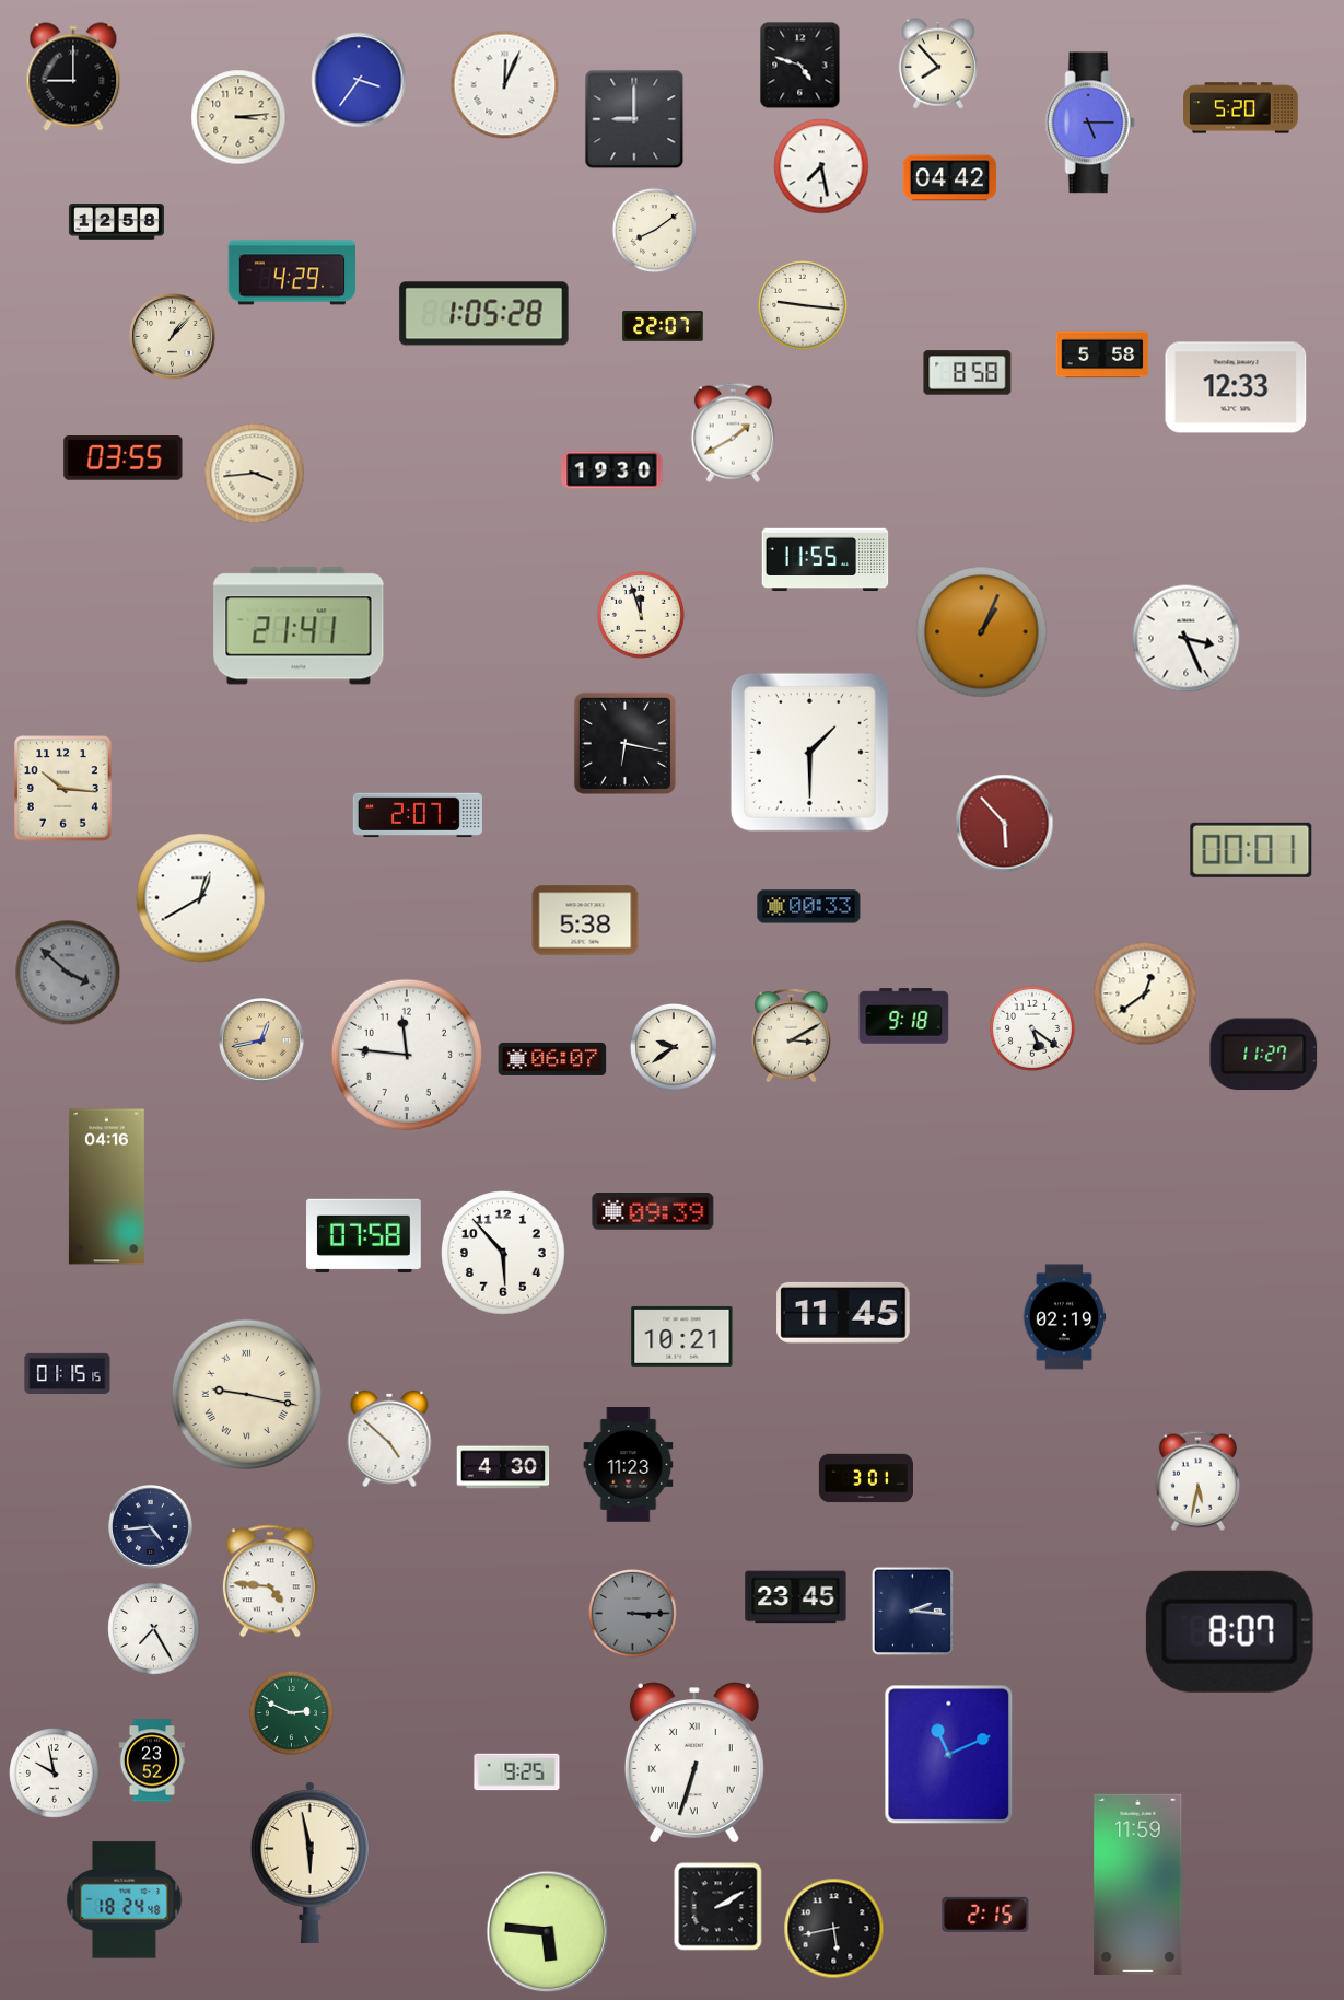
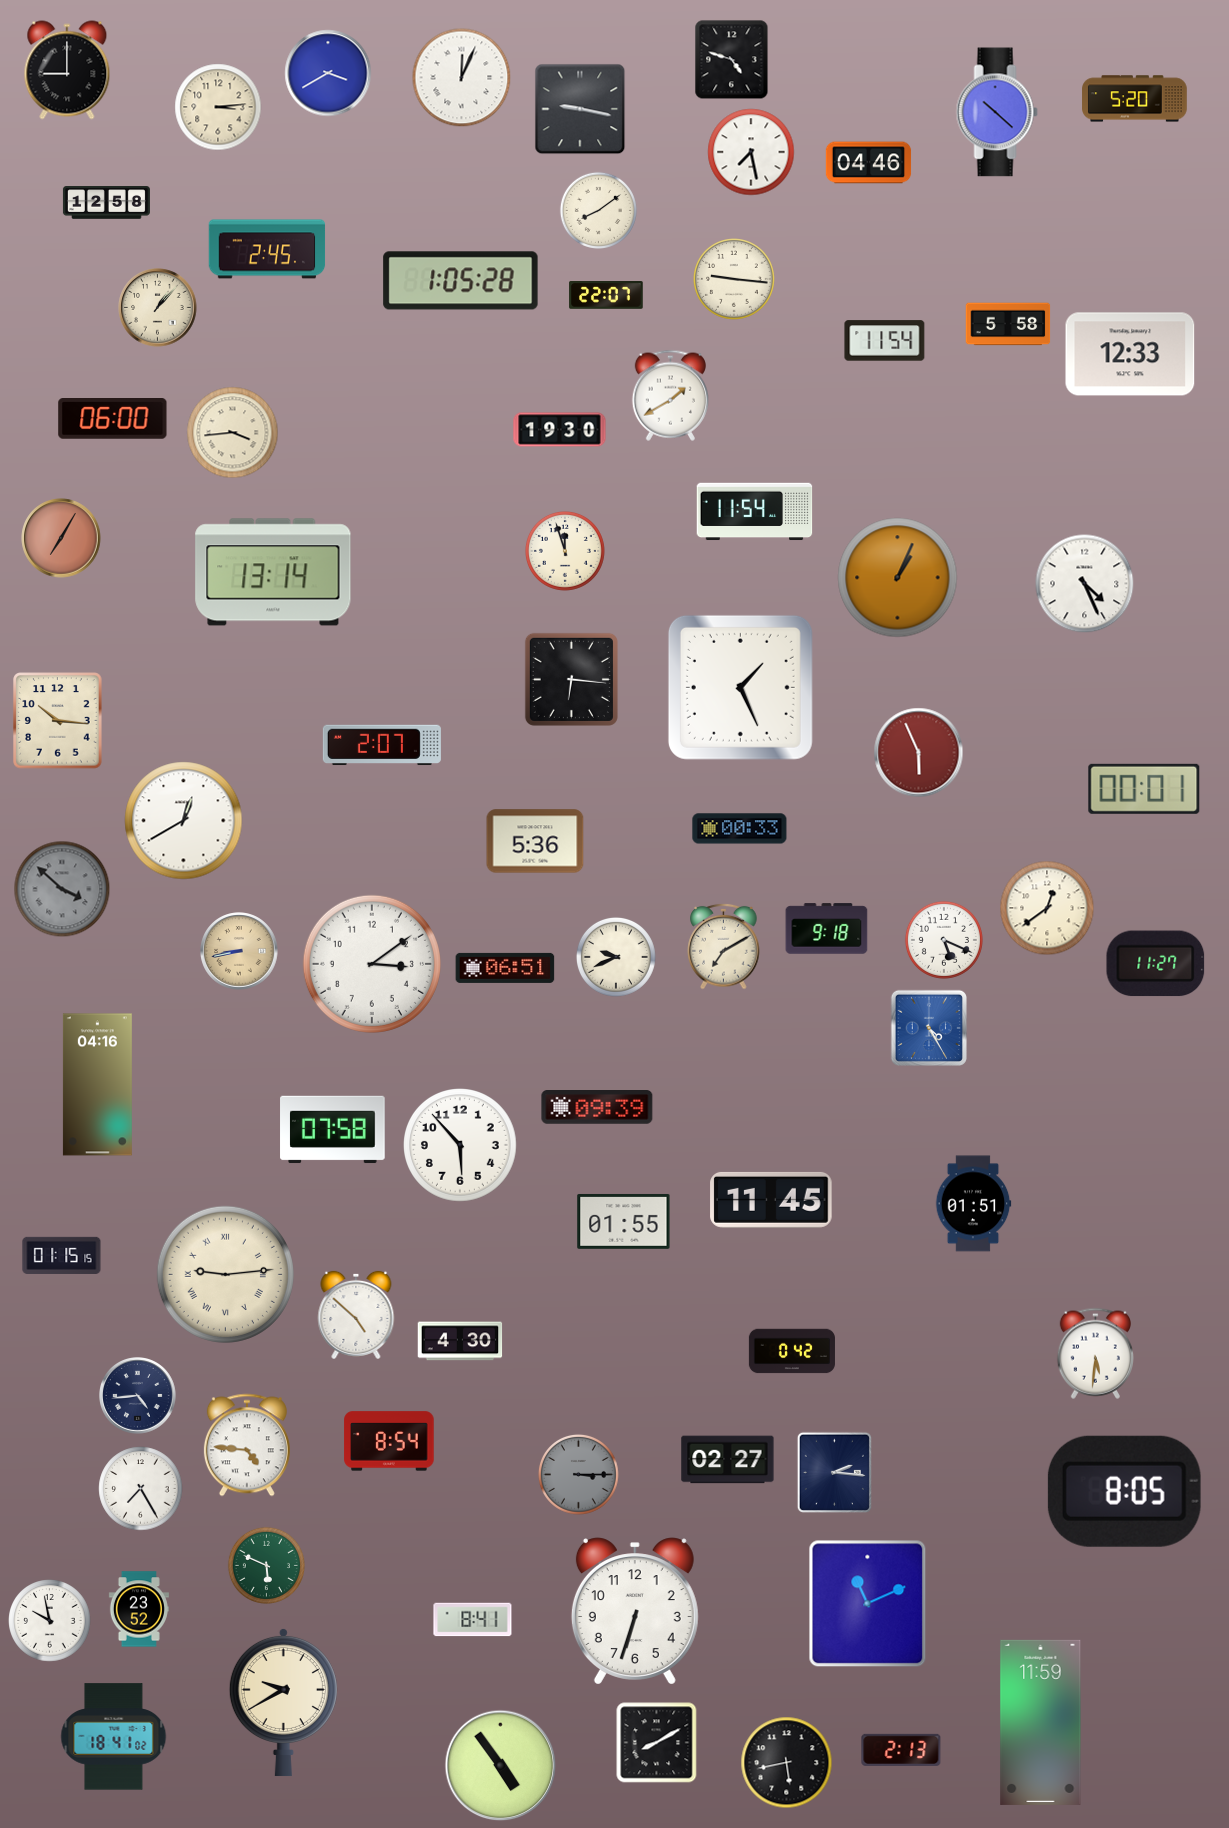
clock at (938, 63): 7:53 -> none
clock at (359, 80): 3:36 -> 3:40
clock at (634, 119): 9:00 -> 9:17
clock at (1090, 123): 5:15 -> 10:22
clock at (950, 178): 04:42 -> 04:46
clock at (292, 272): 4:29 -> 2:45
clock at (484, 314) position: (484, 314) -> (461, 281)
clock at (663, 327) position: (663, 327) -> (606, 296)
clock at (968, 373): 8:58 -> 11:54
clock at (124, 458): 03:55 -> 06:00
clock at (826, 560): 11:55 -> 11:54
clock at (61, 538): none -> 7:05
clock at (641, 615) position: (641, 615) -> (565, 551)
clock at (299, 626): 21:41 -> 13:14
clock at (1187, 639): 3:26 -> 4:26
clock at (624, 743): 6:17 -> 6:16
clock at (809, 752): 1:30 -> 1:26
clock at (1005, 824): 5:53 -> 5:56
clock at (1251, 850) position: (1251, 850) -> (1144, 789)
clock at (585, 920): 5:38 -> 5:36
clock at (1032, 1028): 5:21 -> 5:19
clock at (792, 1035): 3:10 -> 7:10
clock at (261, 1040): 12:43 -> 8:43
clock at (674, 1047): 9:39 -> 9:41
clock at (407, 1055): 11:46 -> 3:09
clock at (552, 1059): 06:07 -> 06:51
clock at (929, 1028): none -> 4:25
clock at (1064, 1317): 02:19 -> 01:51
clock at (682, 1336): 10:21 -> 01:55
clock at (246, 1394): 9:17 -> 9:14
clock at (629, 1465): 11:23 -> none
clock at (866, 1478): 3:01 -> 0:42
clock at (1197, 1480): 5:32 -> 5:31
clock at (389, 1441): none -> 8:54
clock at (796, 1597): 23:45 -> 02:27
clock at (1229, 1631): 8:07 -> 8:05
clock at (291, 1712): 2:49 -> 5:49
clock at (694, 1763) numerals: Roman -> Arabic
clock at (517, 1772): 9:25 -> 8:41
clock at (309, 1862): 5:58 -> 9:40
clock at (125, 1900): 18:24 -> 18:41
clock at (718, 1907): 2:10 -> 8:10
clock at (985, 1915): 2:15 -> 2:13
clock at (834, 1929) position: (834, 1929) -> (787, 1763)
clock at (548, 1932): 5:46 -> 4:54
